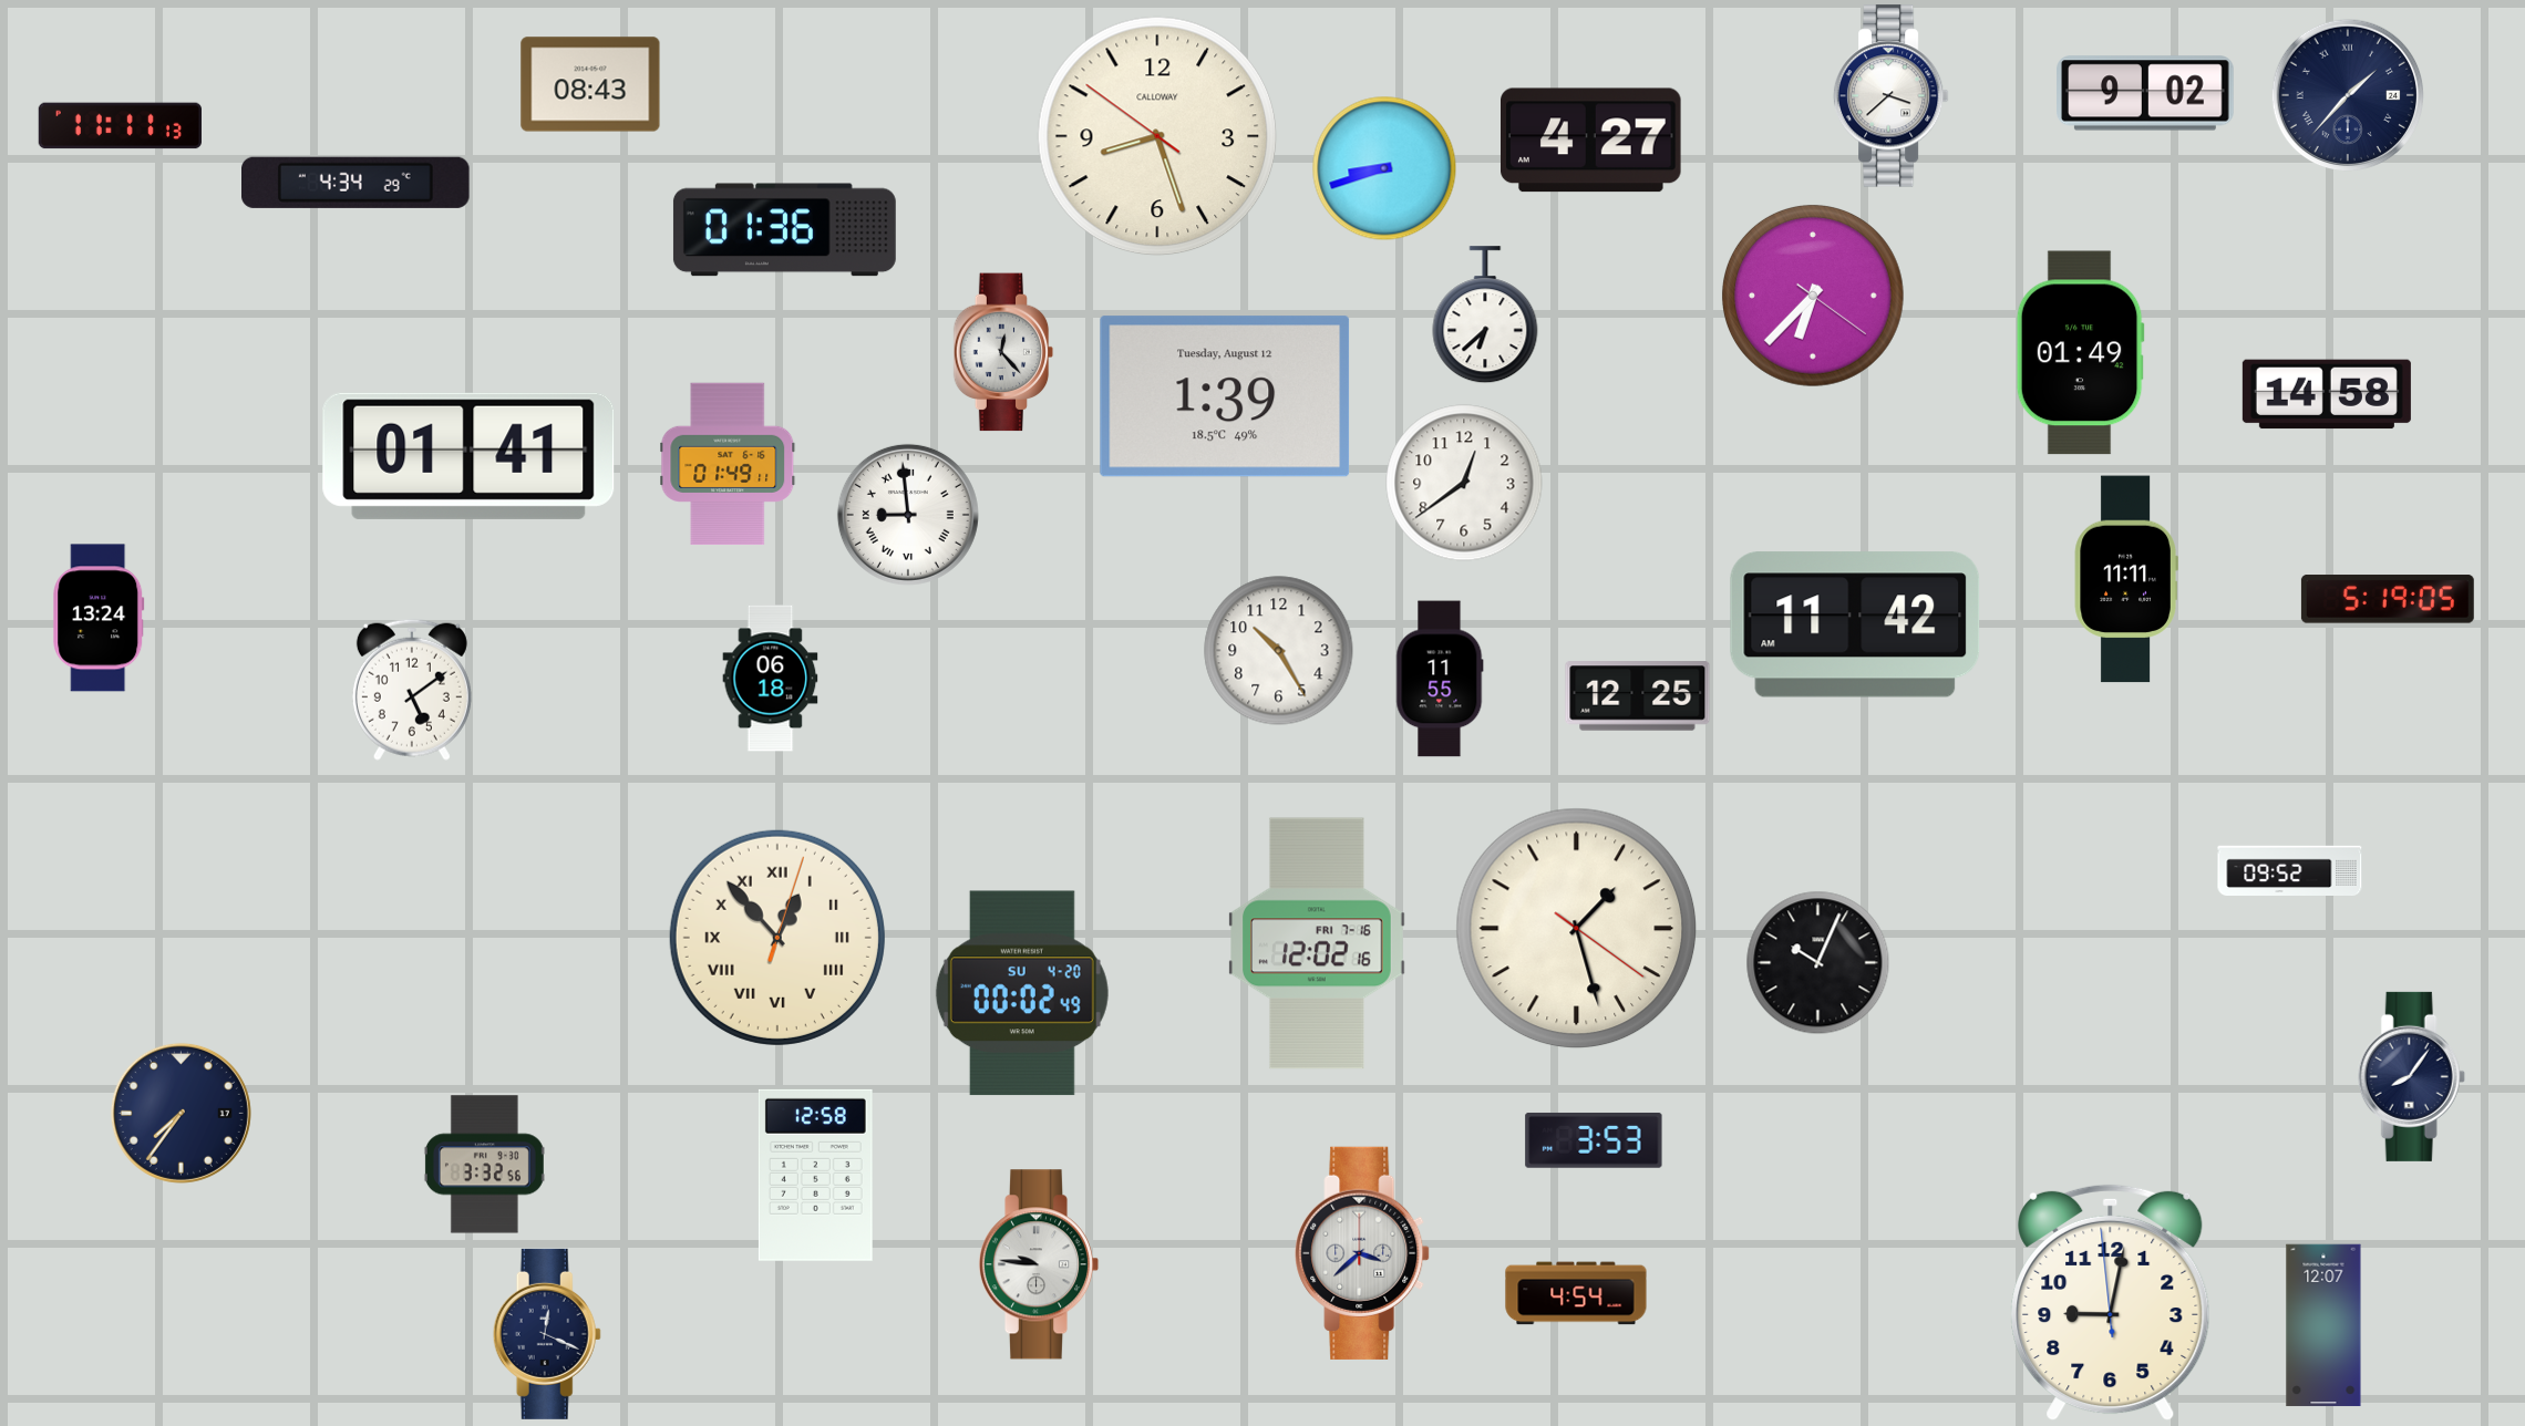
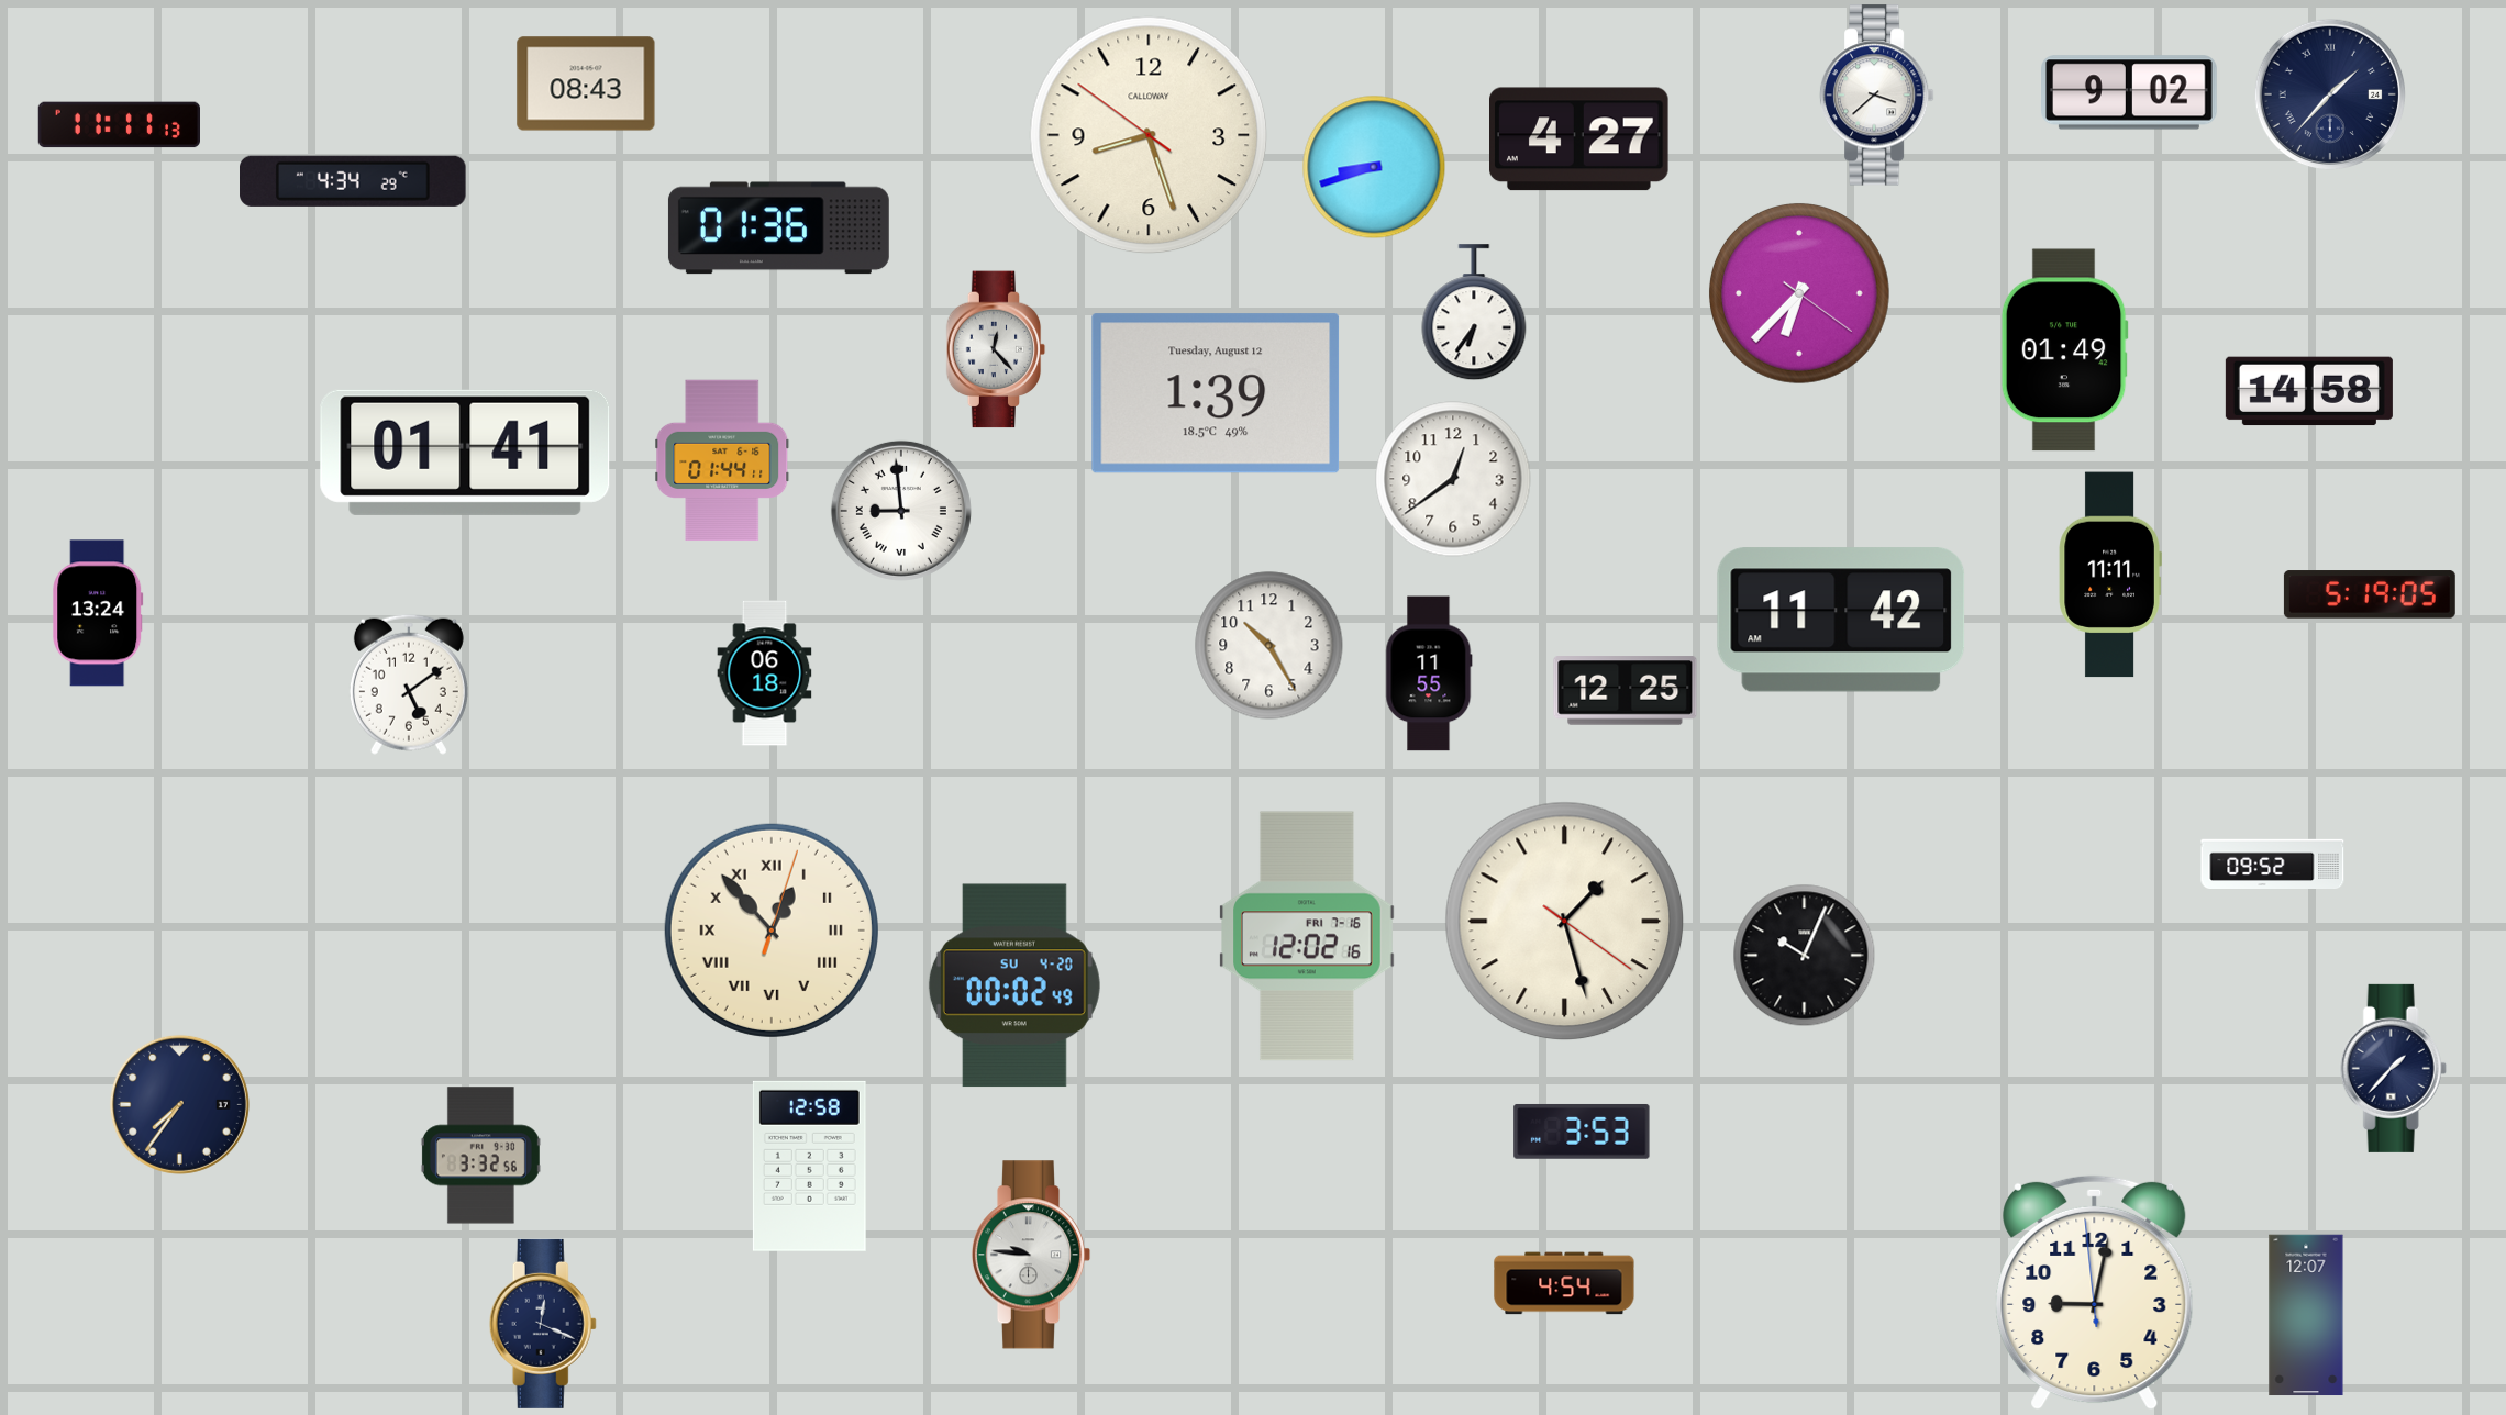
clock at (1485, 316): 6:38 -> 6:36
clock at (728, 464): 01:49 -> 01:44
clock at (2411, 1076): 8:06 -> 1:37
clock at (1362, 1253): 3:38 -> none
